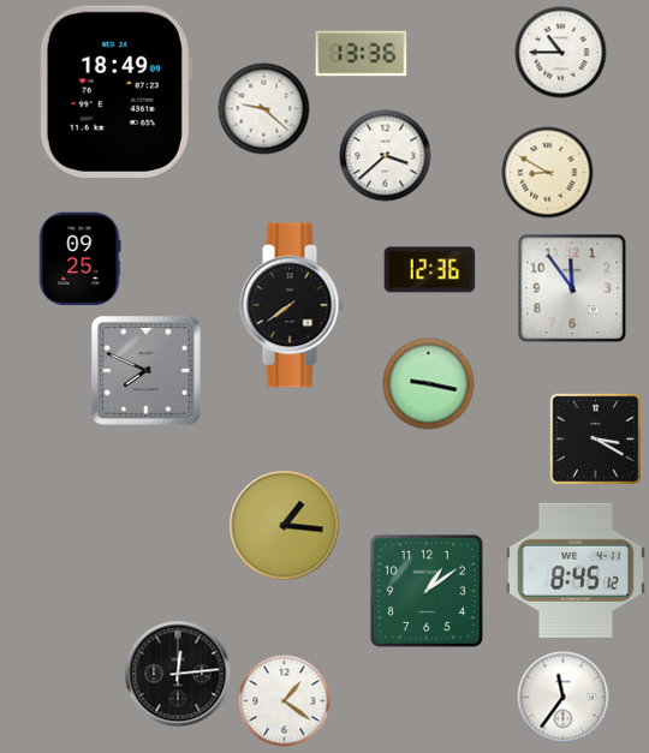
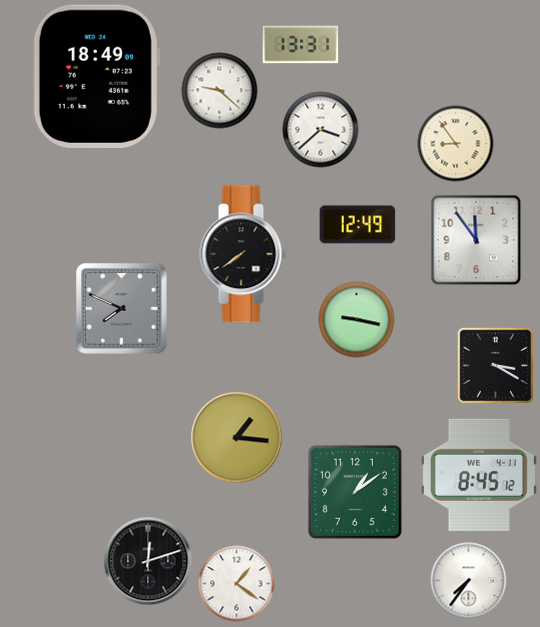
clock at (561, 53): 10:45 -> none
clock at (362, 54): 13:36 -> 13:31
clock at (548, 173): 8:50 -> 8:54
clock at (79, 259): 09:25 -> none
clock at (430, 270): 12:36 -> 12:49
clock at (178, 674): 12:14 -> 12:12
clock at (564, 698): 11:36 -> 7:36
